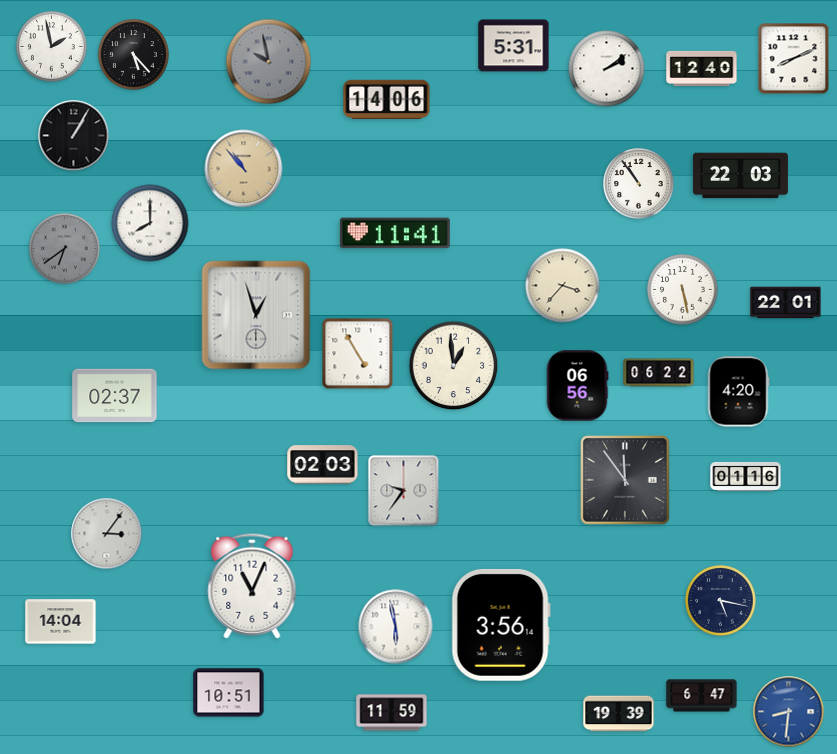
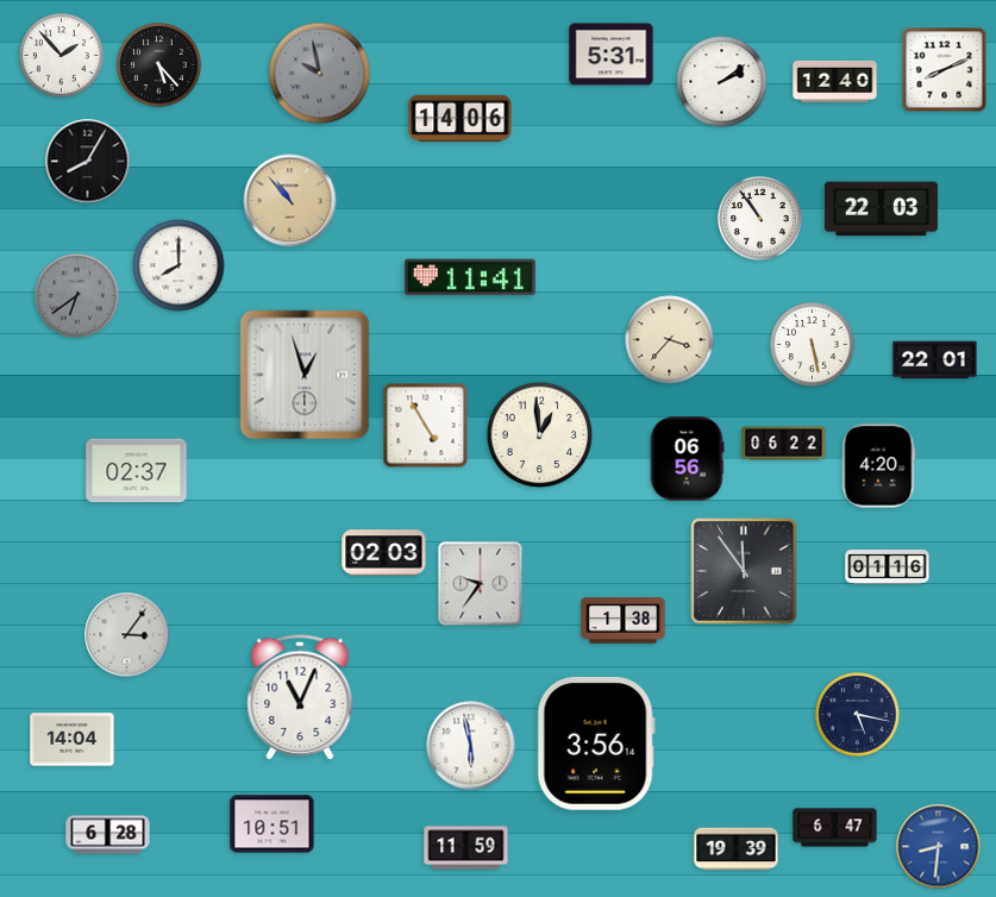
clock at (52, 47): 1:58 -> 1:53
clock at (74, 136): 1:05 -> 8:05
clock at (358, 354) position: (358, 354) -> (426, 426)
clock at (624, 621): none -> 1:38
clock at (108, 835): none -> 6:28
